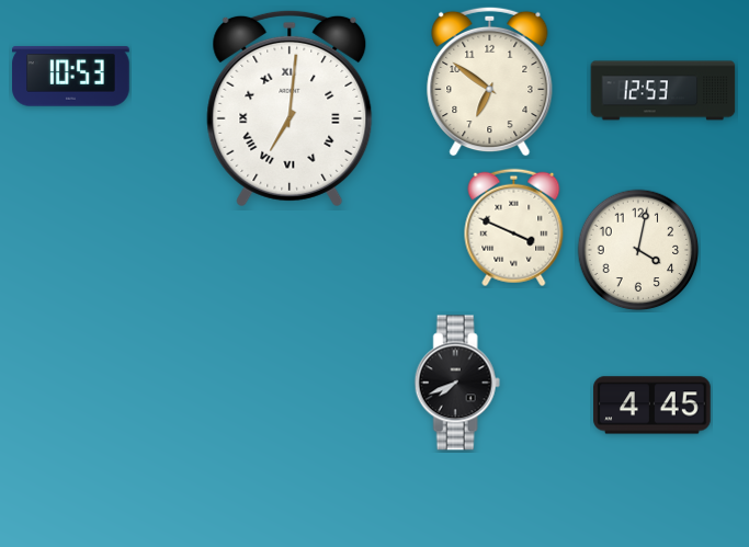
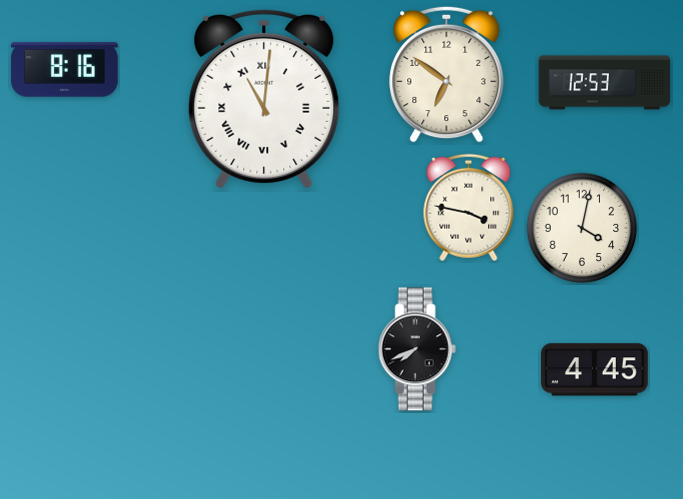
clock at (71, 77): 10:53 -> 8:16
clock at (290, 109): 7:01 -> 11:01
clock at (514, 228): 3:49 -> 3:47
